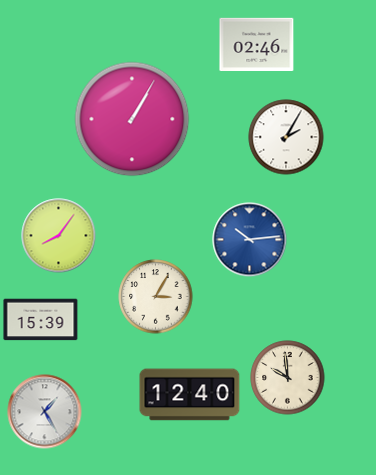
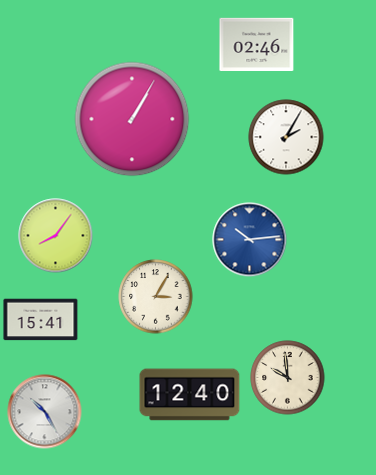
clock at (59, 236) position: (59, 236) -> (56, 236)
clock at (41, 320): 15:39 -> 15:41
clock at (45, 412): 1:25 -> 10:25
